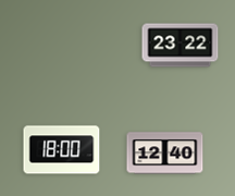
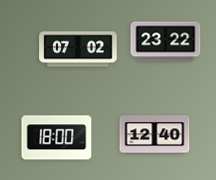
clock at (78, 49): none -> 07:02
clock at (165, 154) position: (165, 154) -> (155, 135)
